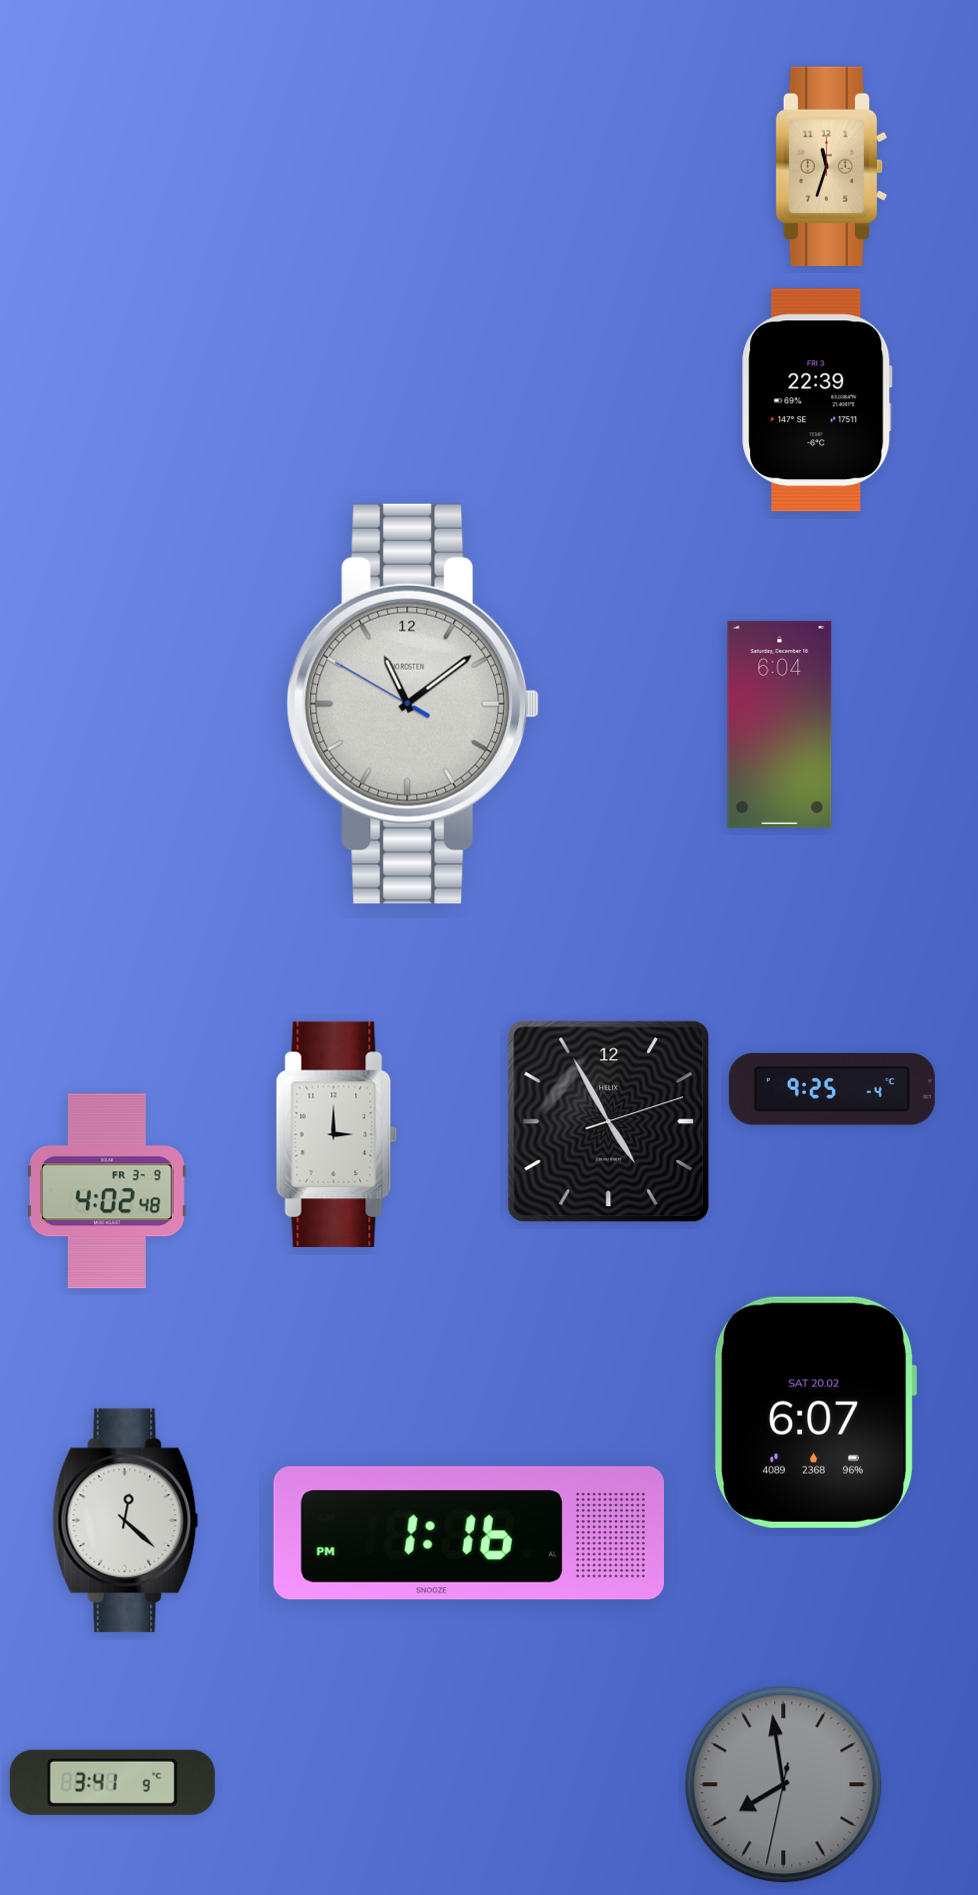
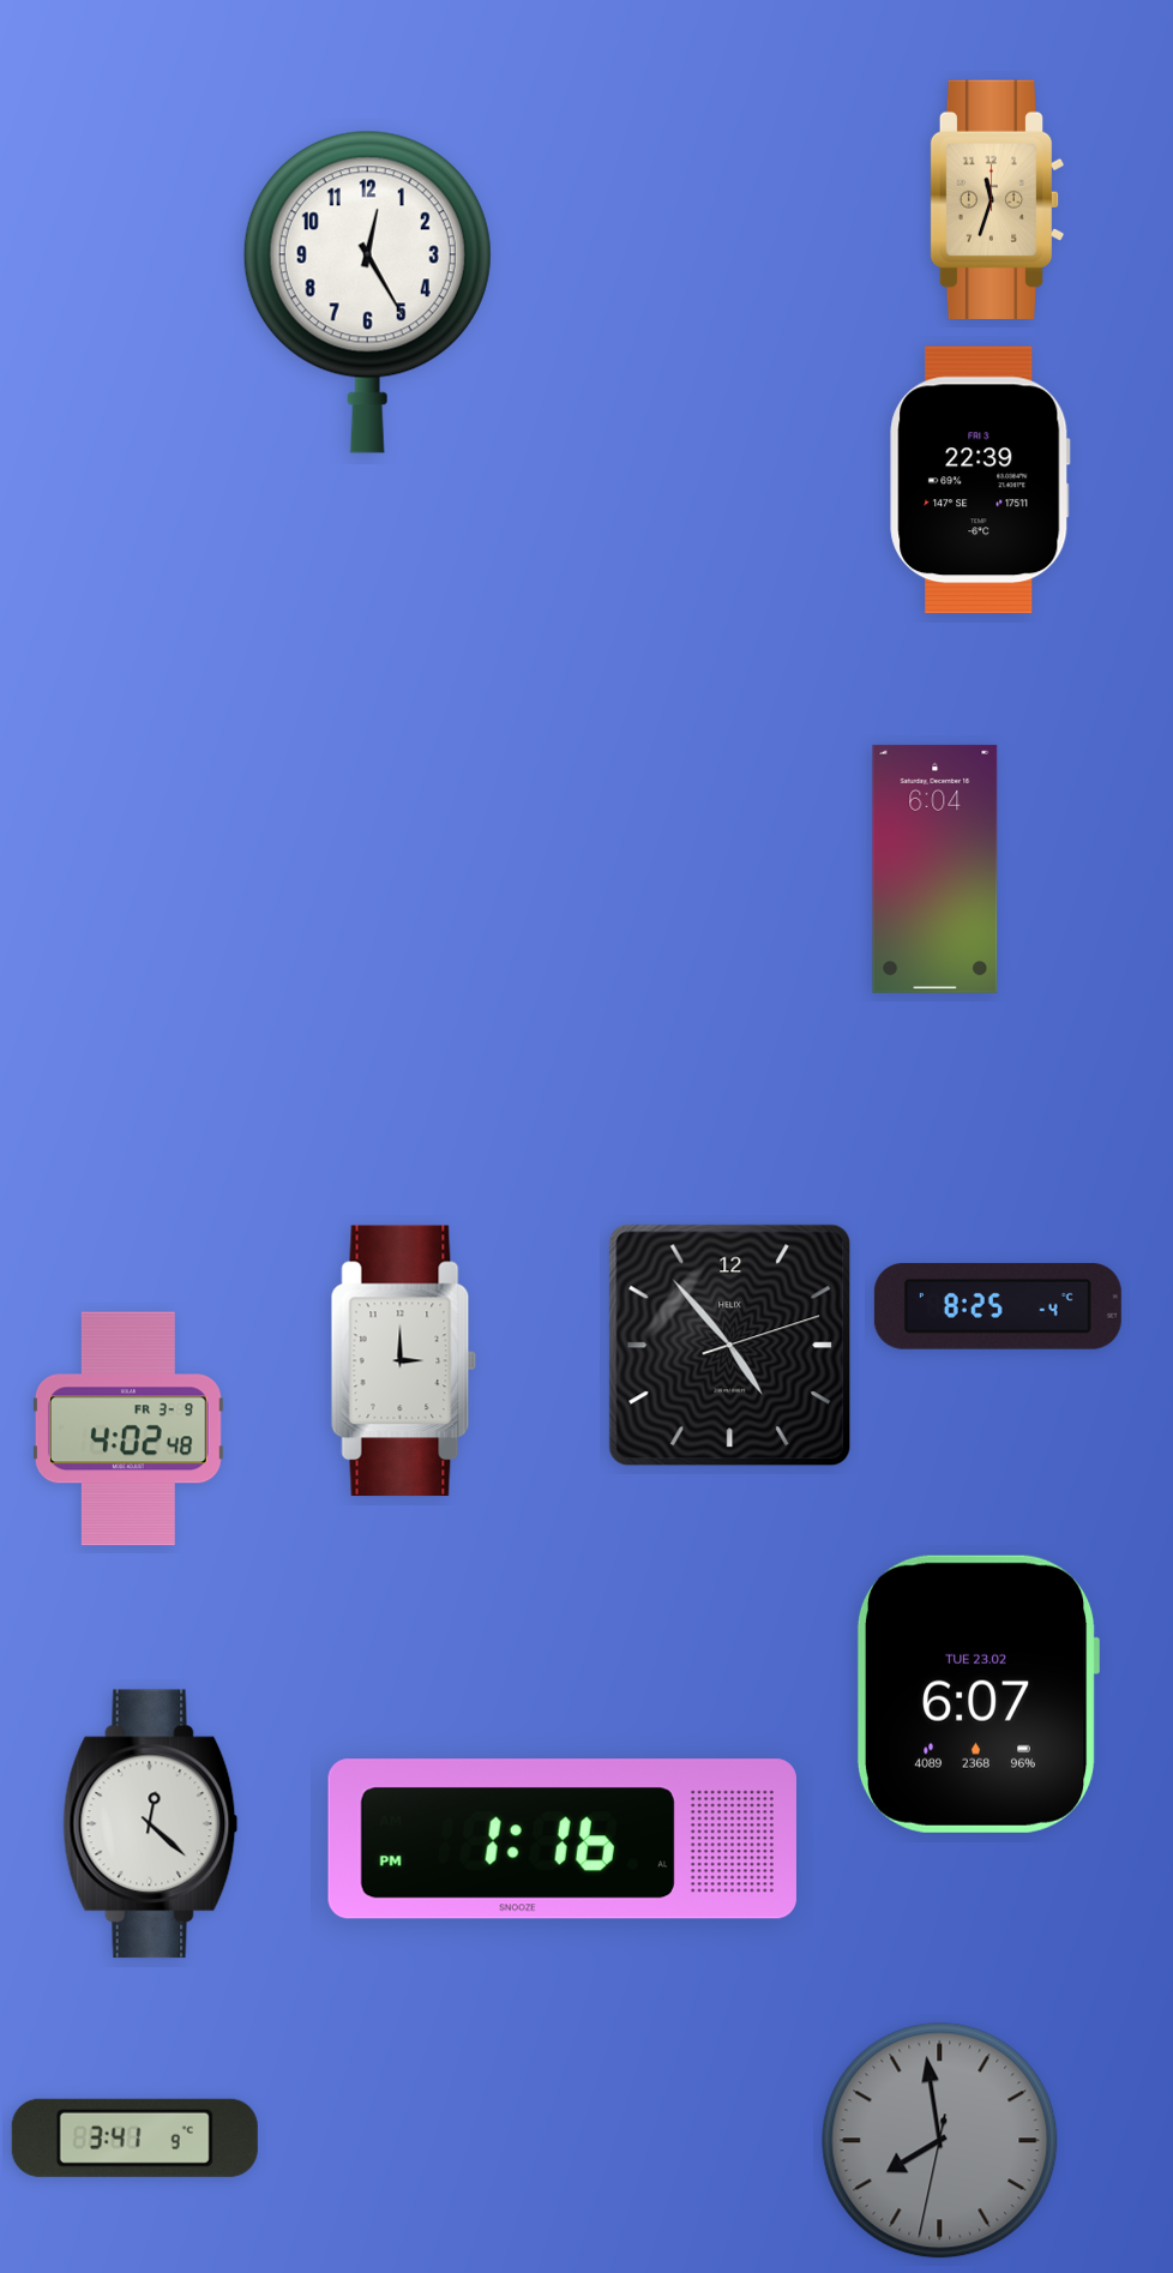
clock at (367, 291): none -> 12:25
clock at (413, 704): 11:08 -> none
clock at (832, 1089): 9:25 -> 8:25
clock at (609, 1122): 4:55 -> 4:53
clock at (815, 1412) date: SAT 20.02 -> TUE 23.02
